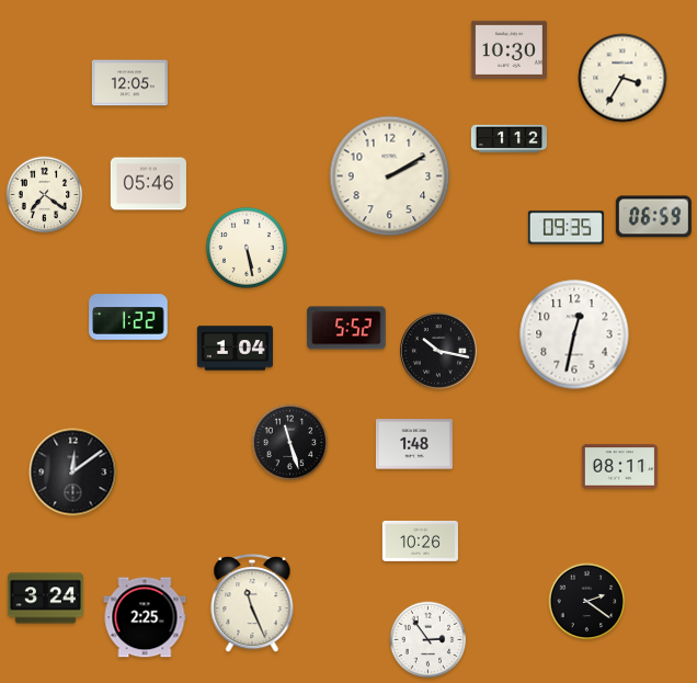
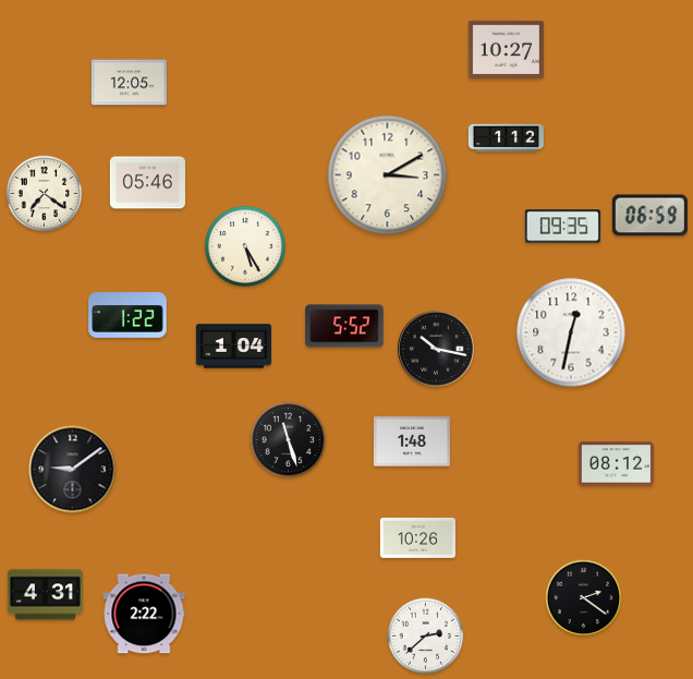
clock at (509, 49): 10:30 -> 10:27
clock at (622, 78): 3:35 -> none
clock at (390, 177): 2:10 -> 3:10
clock at (247, 248): 5:28 -> 5:25
clock at (619, 467): 08:11 -> 08:12
clock at (73, 473): 12:09 -> 9:09
clock at (45, 599): 3:24 -> 4:31
clock at (252, 604): 11:26 -> none
clock at (145, 617): 2:25 -> 2:22
clock at (429, 640): 2:54 -> 2:38
